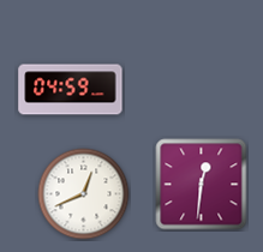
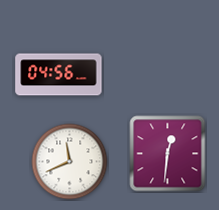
clock at (71, 90): 04:59 -> 04:56
clock at (84, 194): 12:41 -> 11:41
